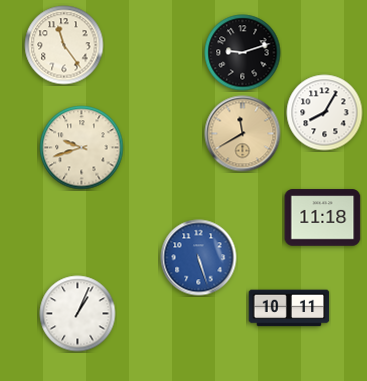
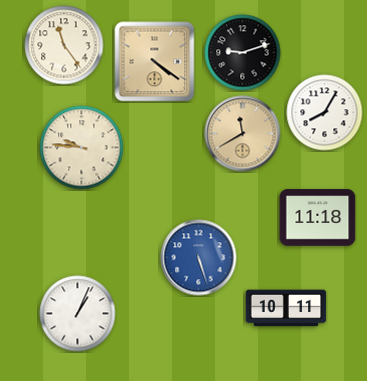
clock at (155, 62): none -> 4:21
clock at (82, 148): 9:42 -> 9:46
clock at (323, 218) position: (323, 218) -> (318, 218)
clock at (289, 308) position: (289, 308) -> (286, 308)
